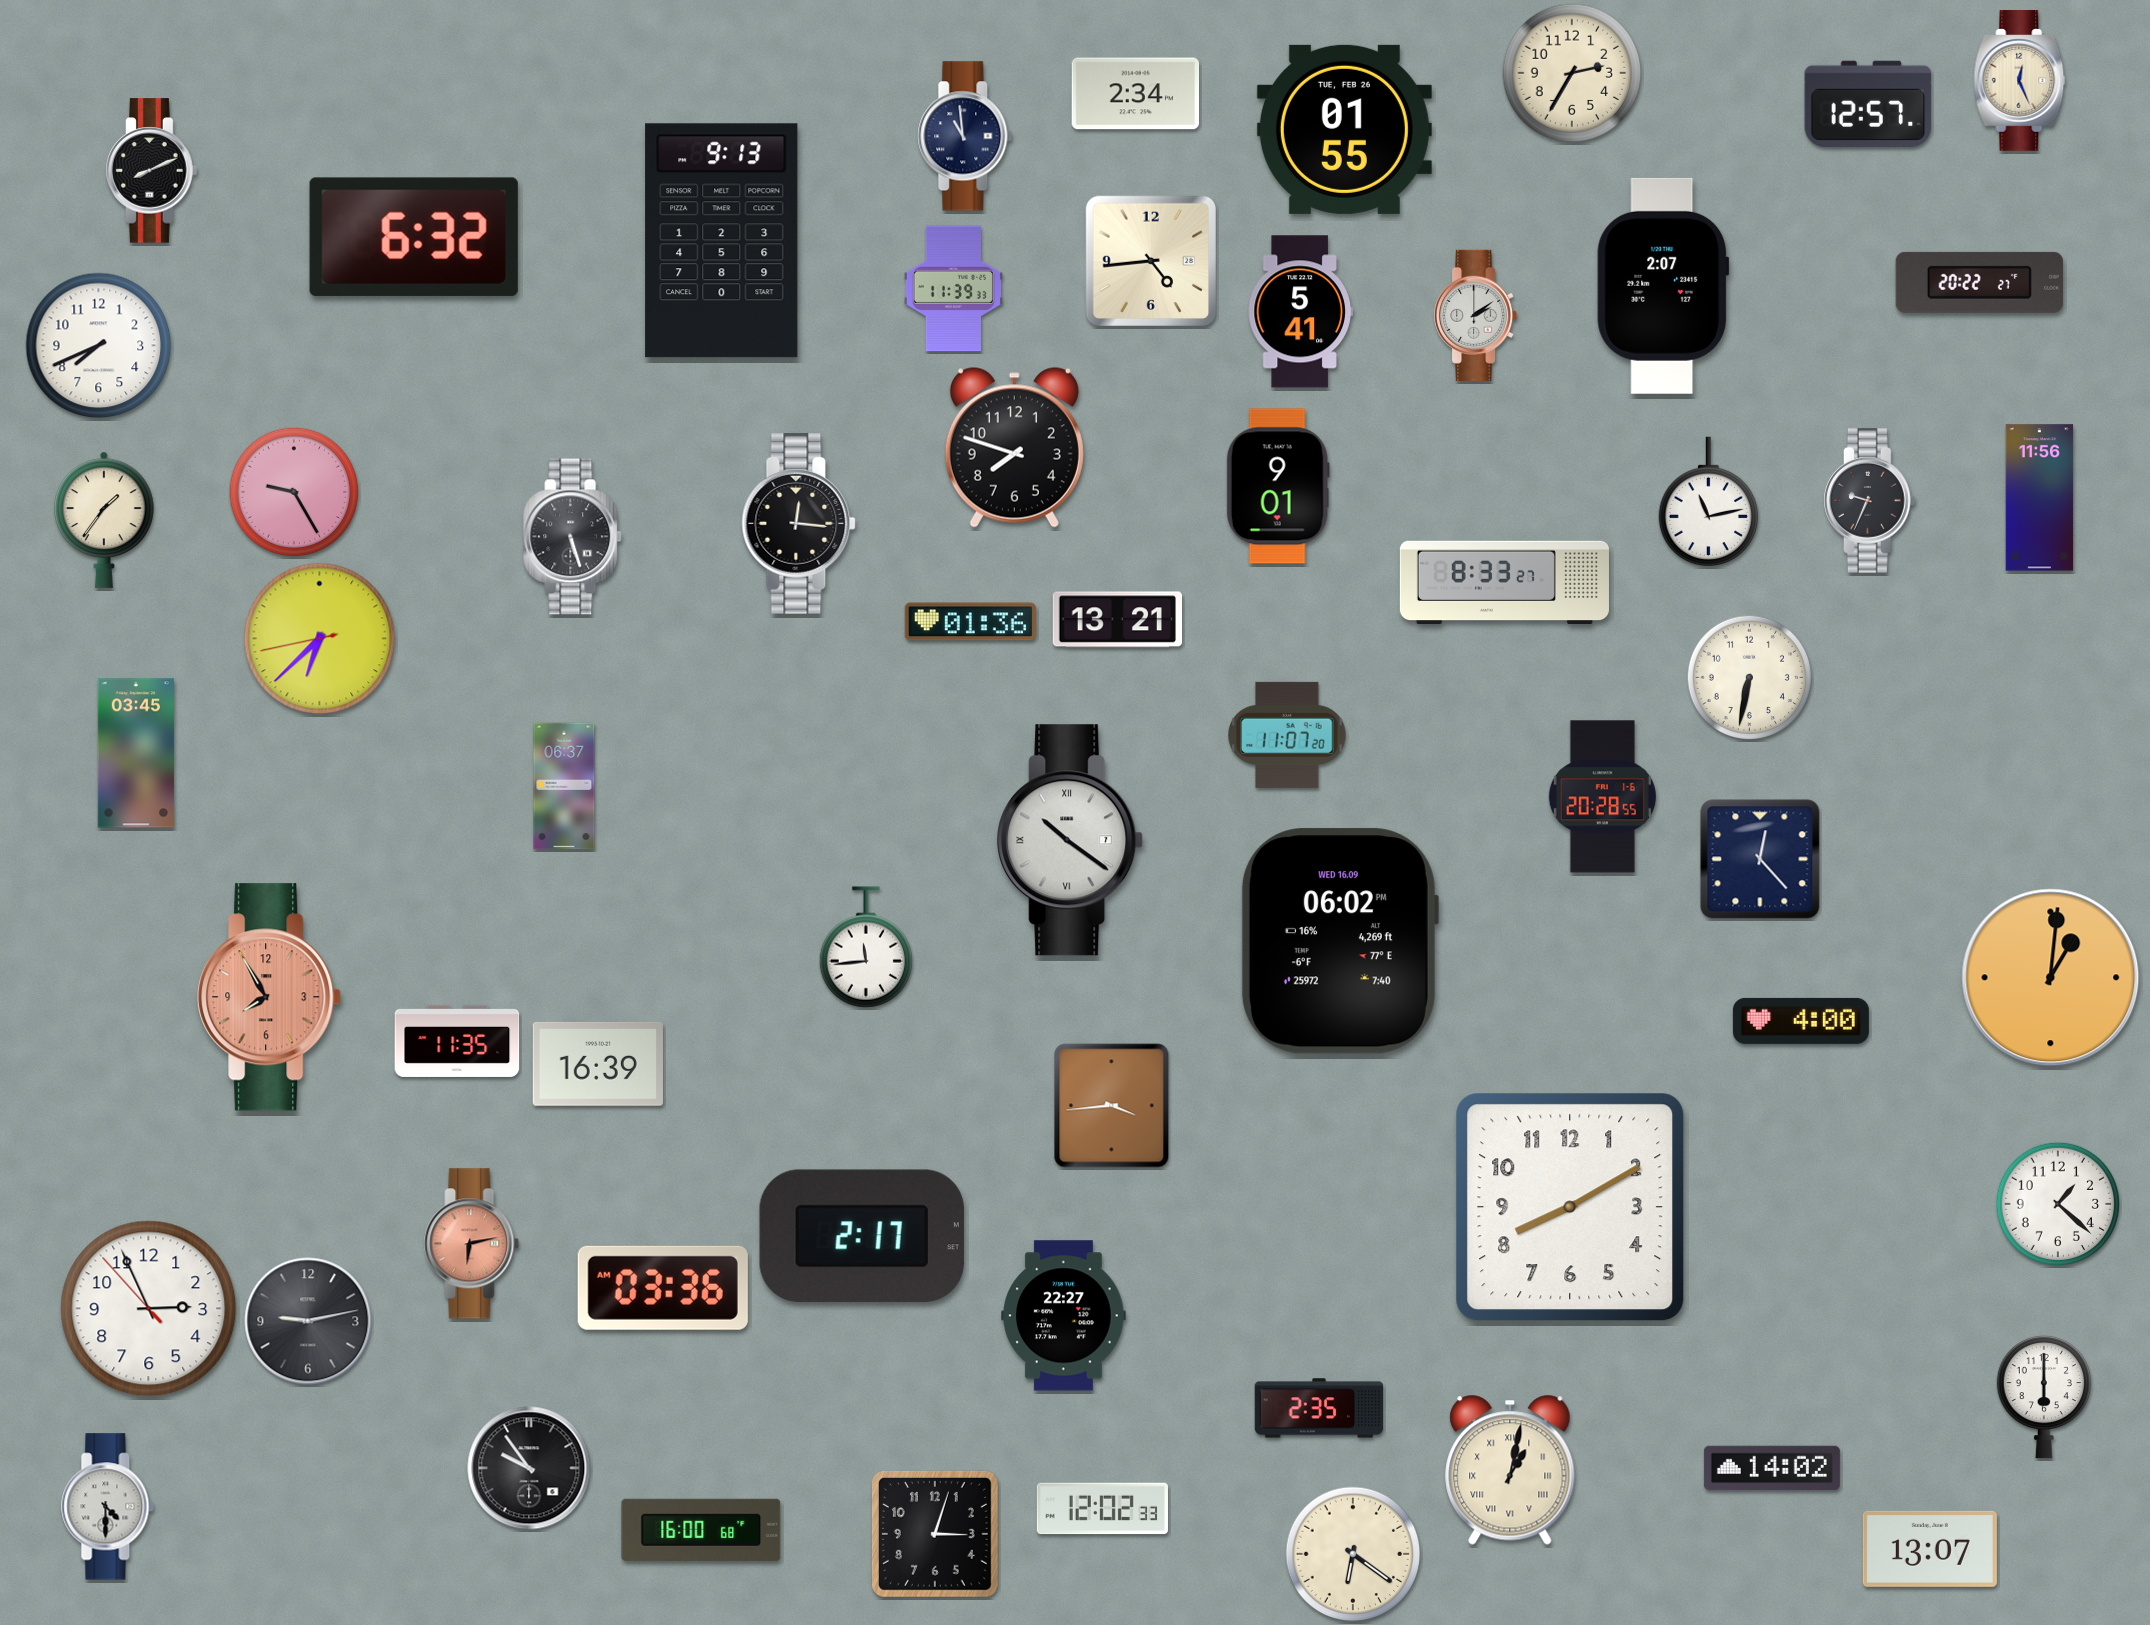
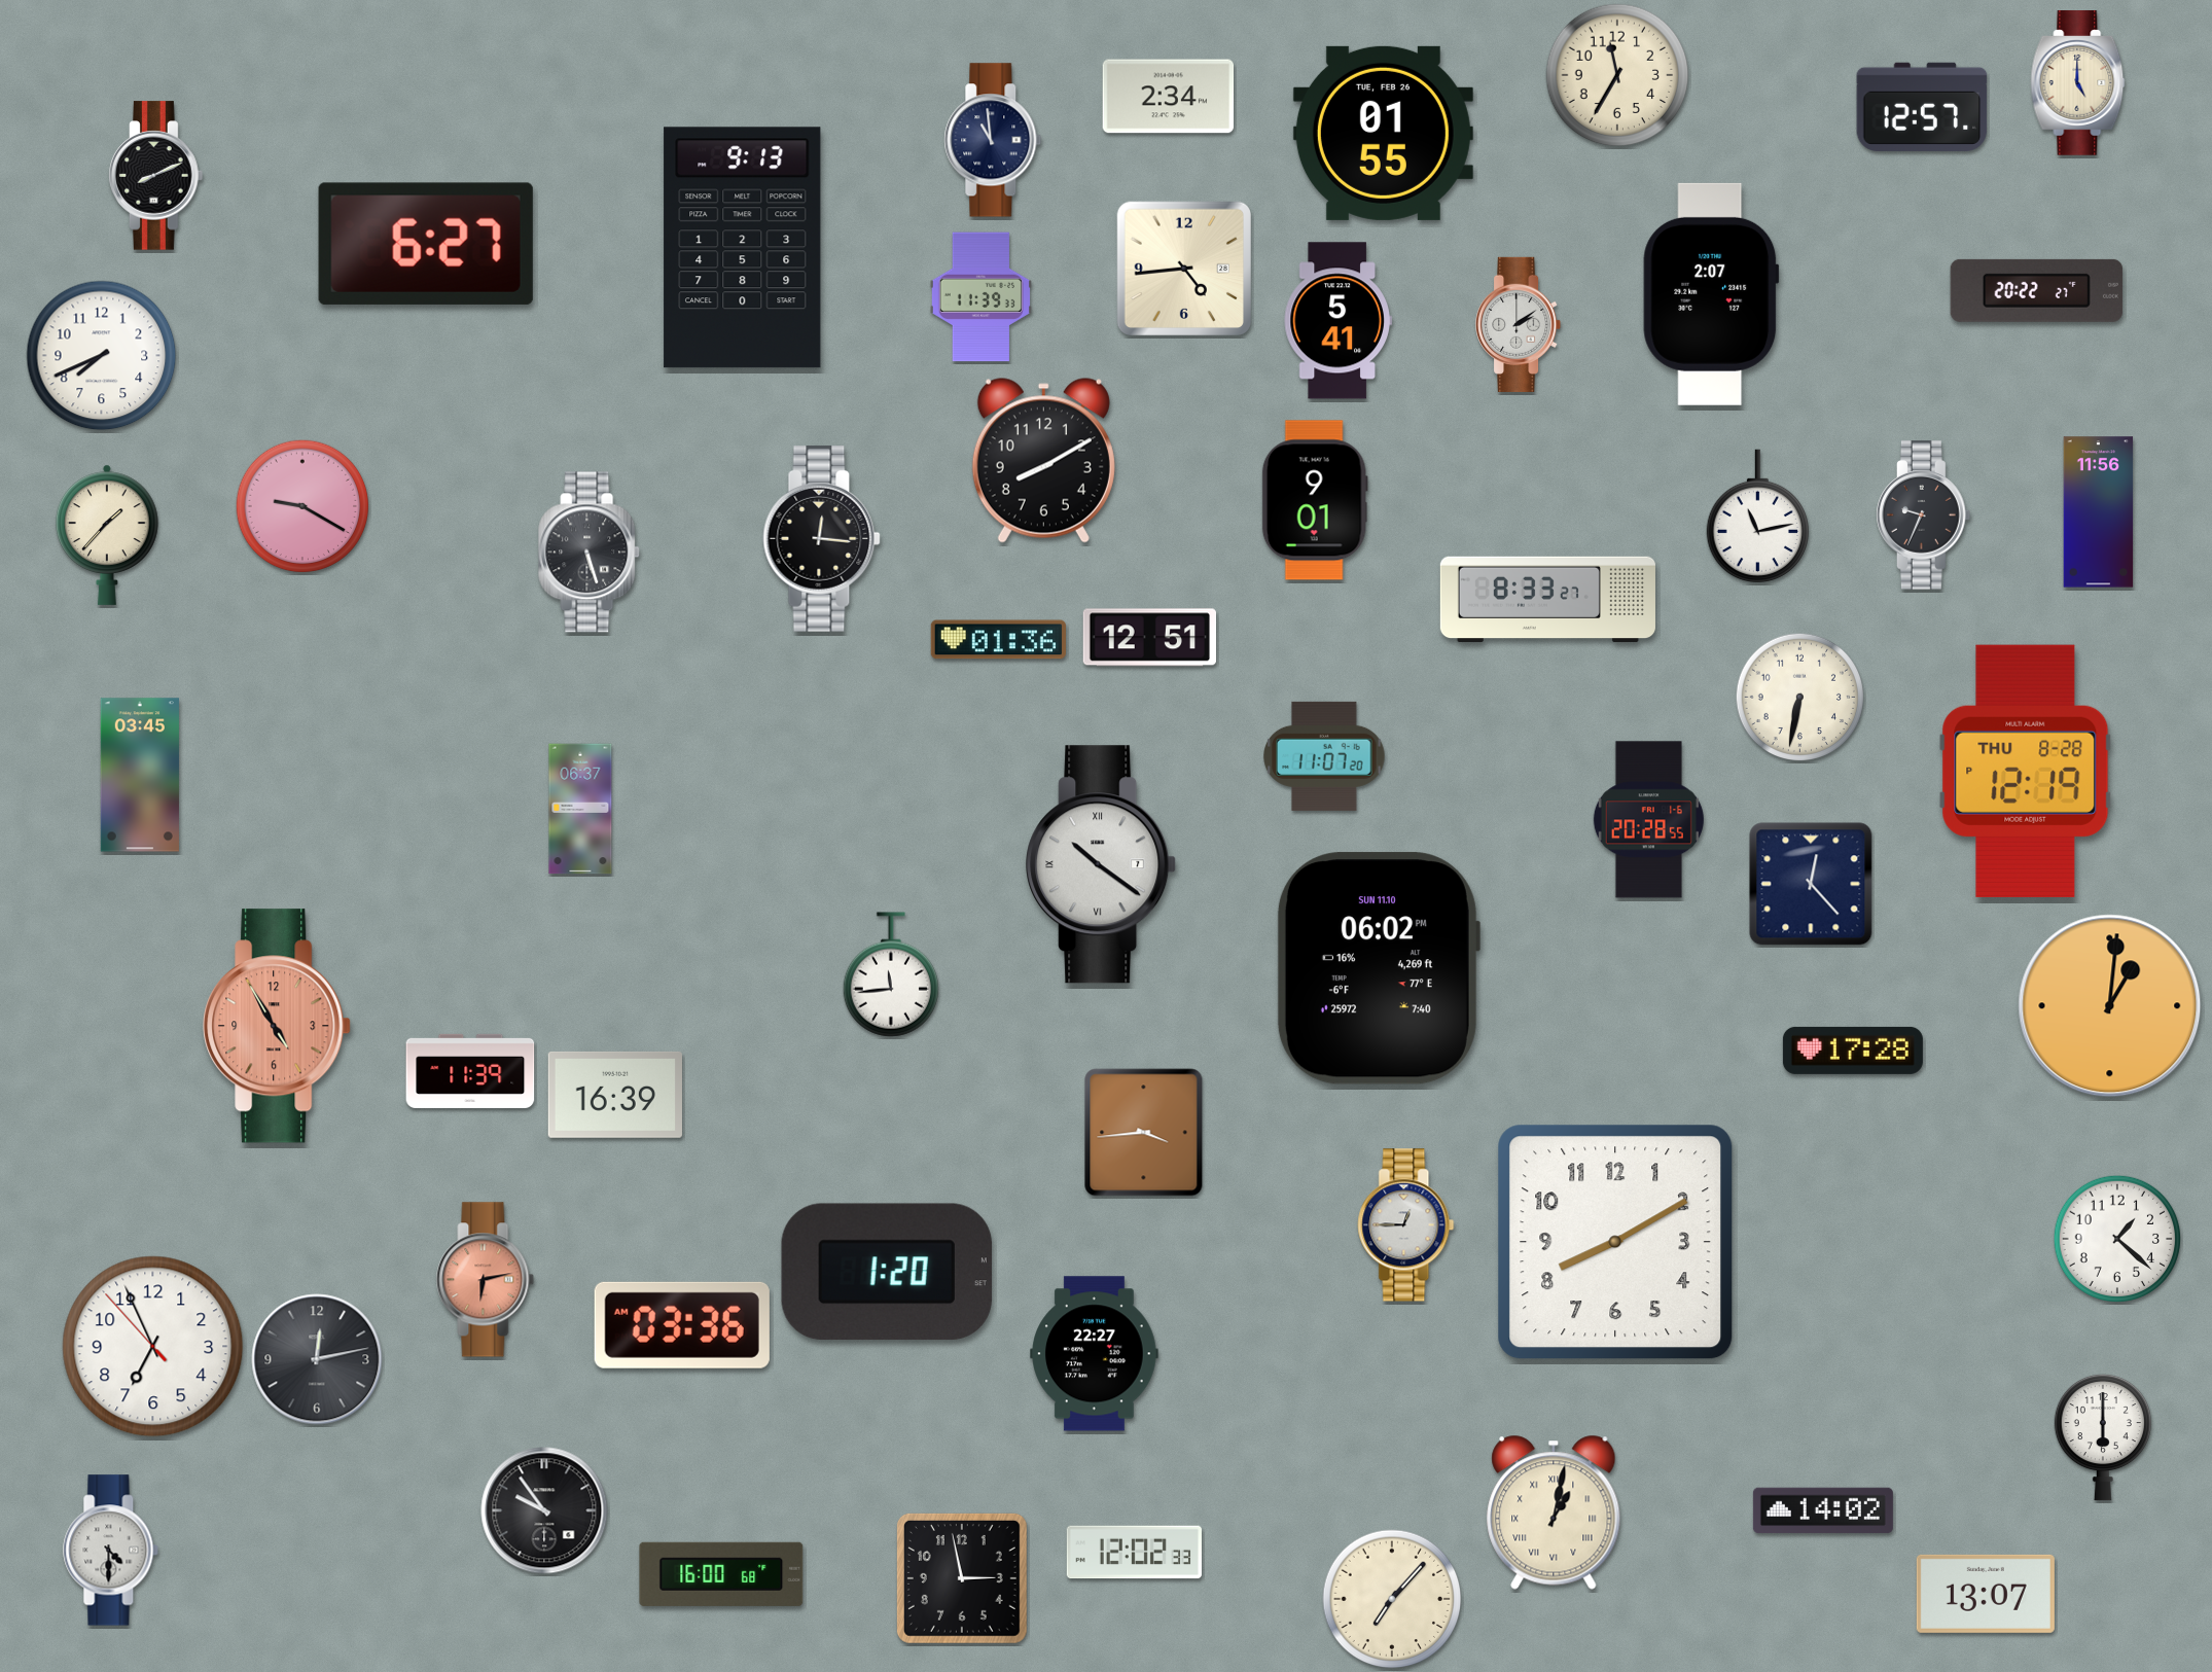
clock at (1572, 73): 2:35 -> 11:35
clock at (2020, 81): 12:26 -> 5:00
clock at (414, 237): 6:32 -> 6:27
clock at (1014, 448): 7:48 -> 8:10
clock at (294, 492): 9:25 -> 9:20
clock at (104, 520): 1:36 -> 1:37
clock at (1117, 620): 13:21 -> 12:51
clock at (320, 639): 6:37 -> none
clock at (2026, 771): none -> 12:19
clock at (1339, 941) date: WED 16.09 -> SUN 11.10
clock at (269, 997): 7:55 -> 4:55
clock at (1801, 1021): 4:00 -> 17:28
clock at (457, 1041): 11:35 -> 11:39
clock at (1112, 1106) position: (1112, 1106) -> (1144, 1133)
clock at (1406, 1225): none -> 12:45
clock at (862, 1236): 2:17 -> 1:20
clock at (149, 1309): 2:55 -> 6:55
clock at (308, 1321): 9:13 -> 12:13
clock at (1319, 1408): 2:35 -> none
clock at (935, 1534): 3:03 -> 2:58
clock at (1353, 1554): 6:21 -> 7:07
